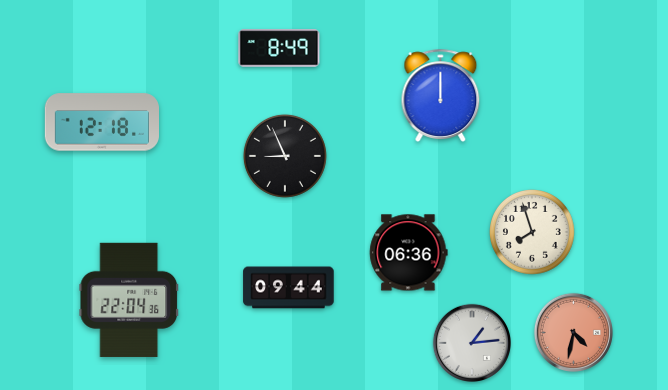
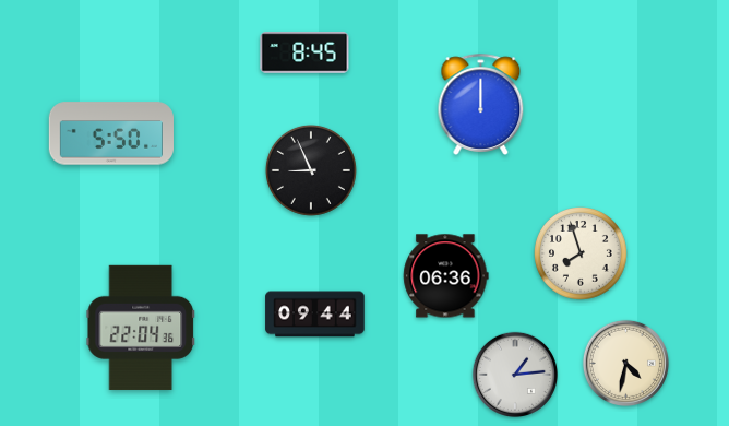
clock at (279, 48): 8:49 -> 8:45
clock at (101, 122): 12:18 -> 5:50
clock at (573, 332) dial: salmon -> cream
